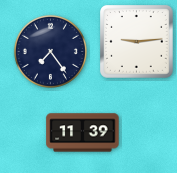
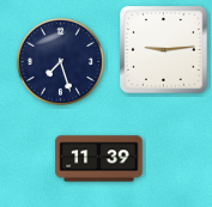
clock at (50, 51): 7:24 -> 7:27
